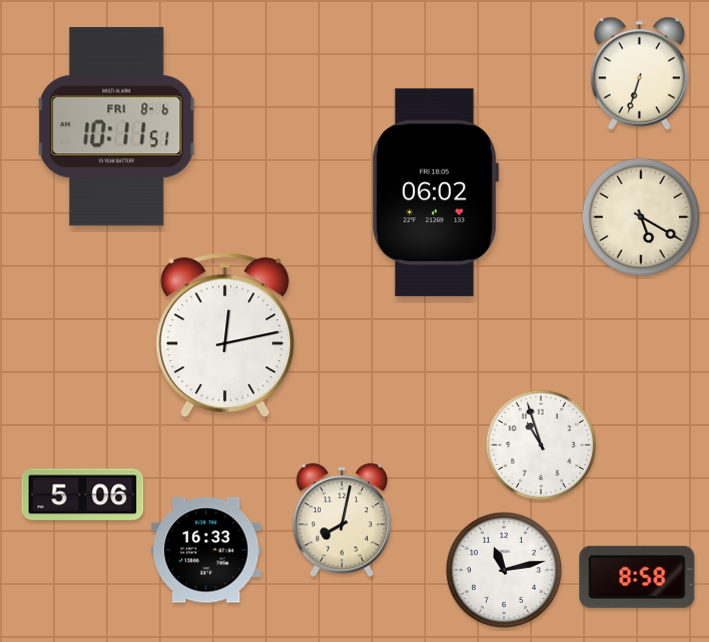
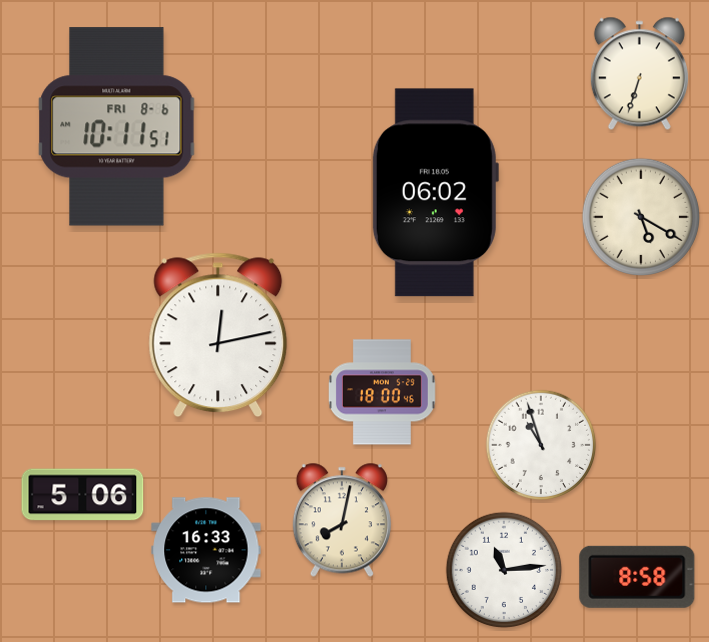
clock at (225, 335) position: (225, 335) -> (218, 335)
clock at (382, 392): none -> 18:00
clock at (503, 569): 11:13 -> 11:14
